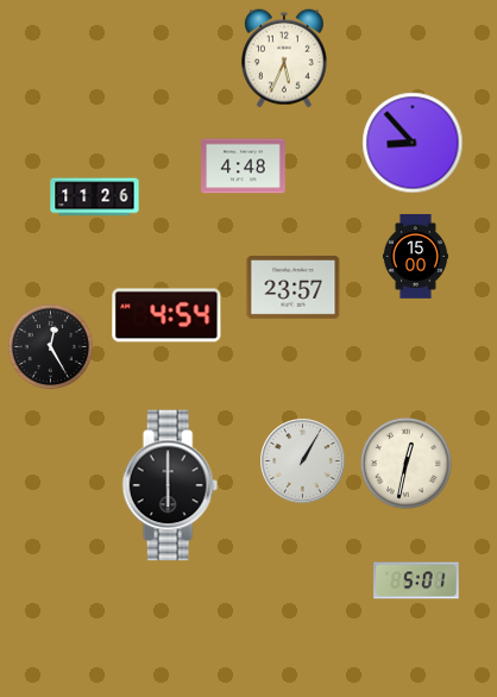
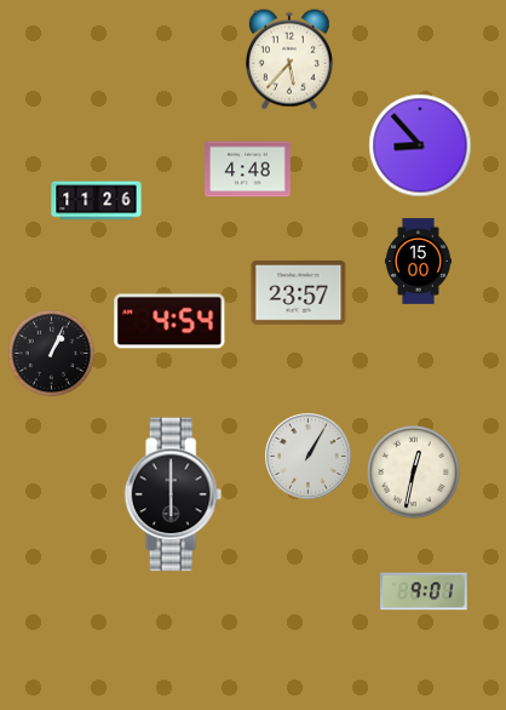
clock at (284, 58): 5:34 -> 5:37
clock at (415, 257) position: (415, 257) -> (418, 262)
clock at (51, 347): 12:25 -> 1:04
clock at (303, 461) position: (303, 461) -> (309, 457)
clock at (416, 580): 5:01 -> 9:01
